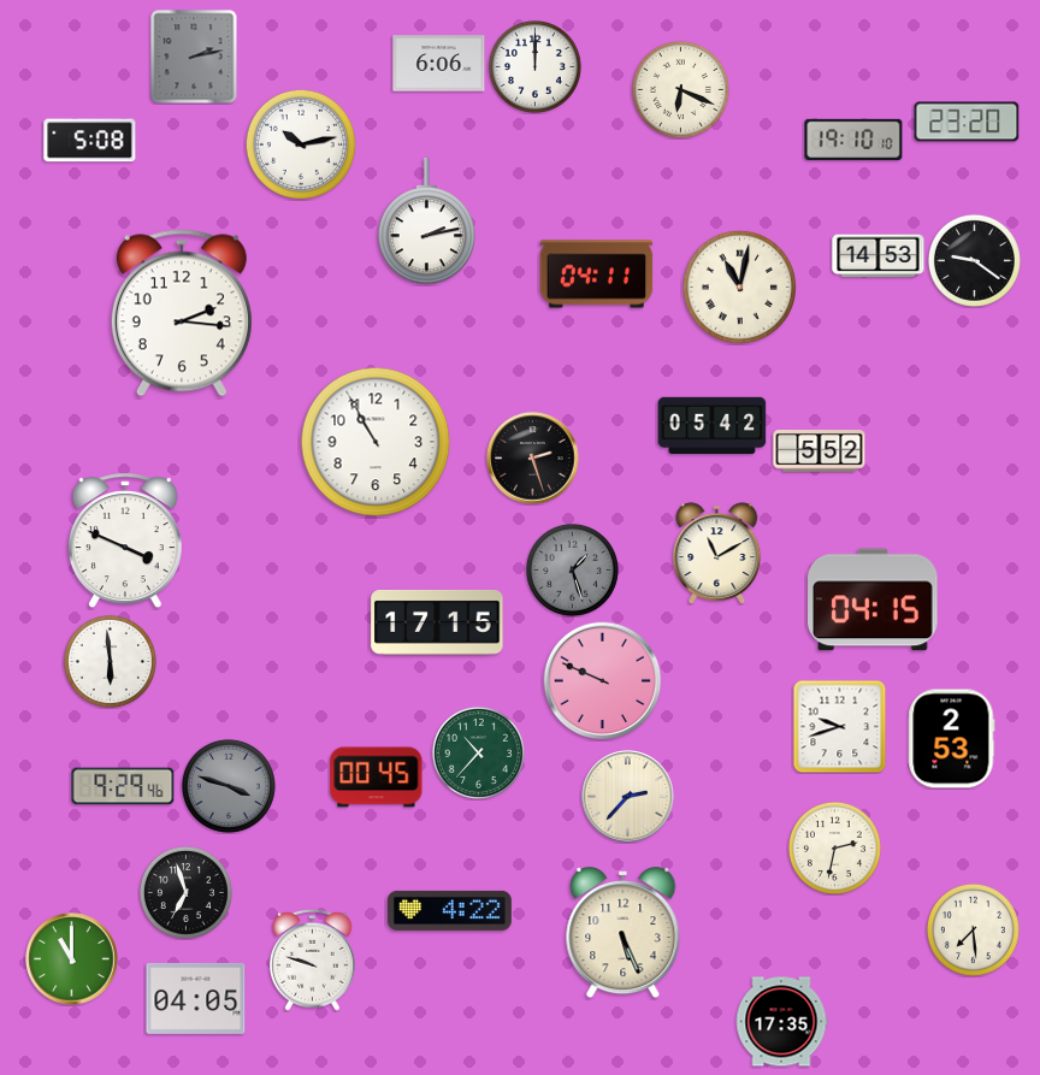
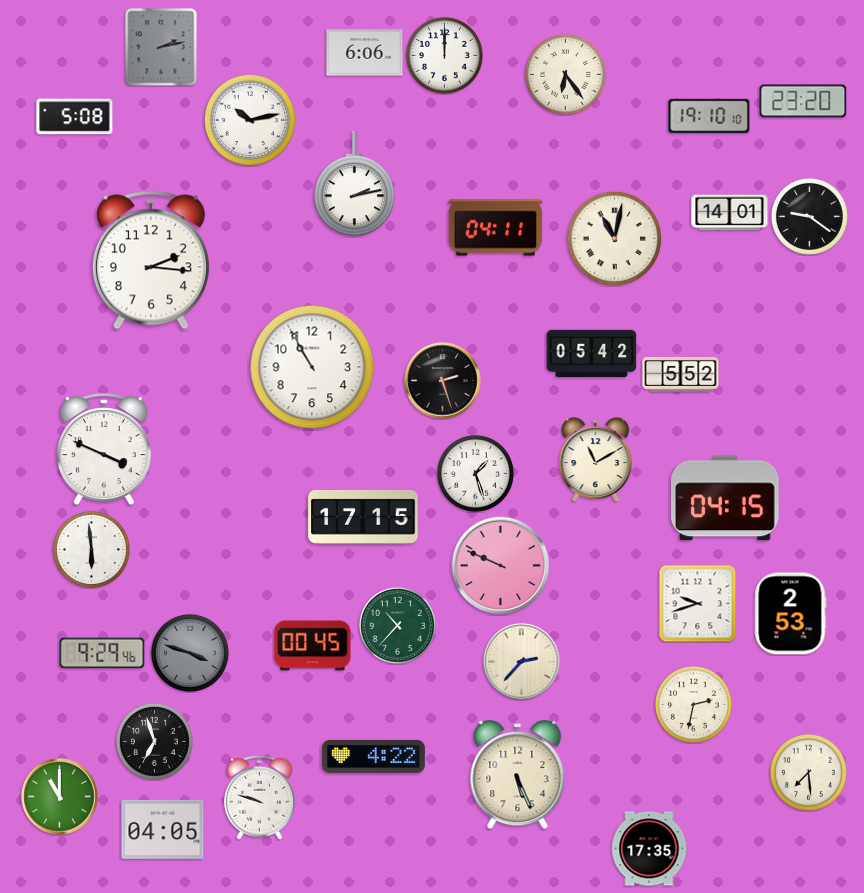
clock at (680, 89): 6:19 -> 6:24
clock at (879, 256): 14:53 -> 14:01
clock at (572, 569) dial: grey -> white
